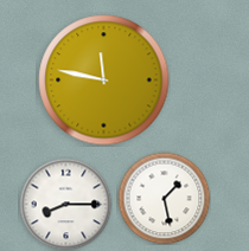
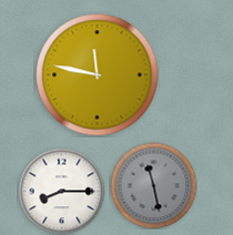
clock at (164, 198): 1:28 -> 11:28
clock at (164, 198) dial: white -> grey
